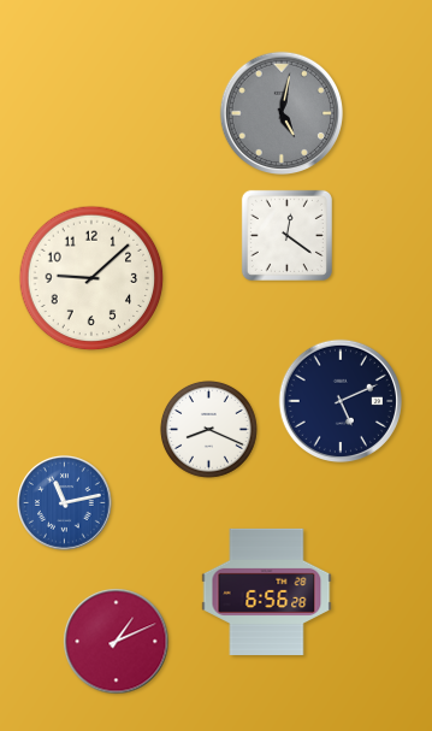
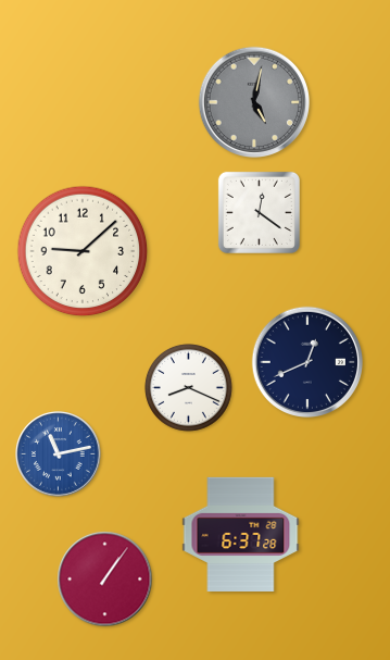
clock at (339, 400): 5:11 -> 12:41
clock at (267, 591): 6:56 -> 6:37
clock at (117, 642): 1:11 -> 1:06
